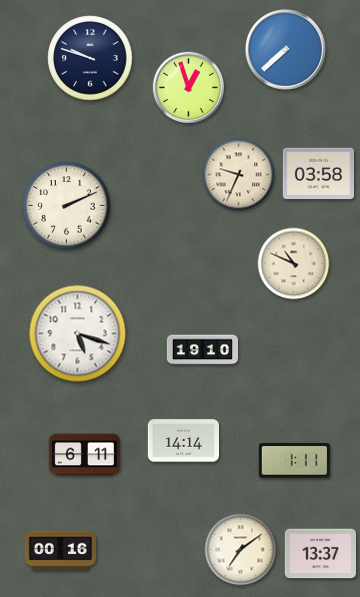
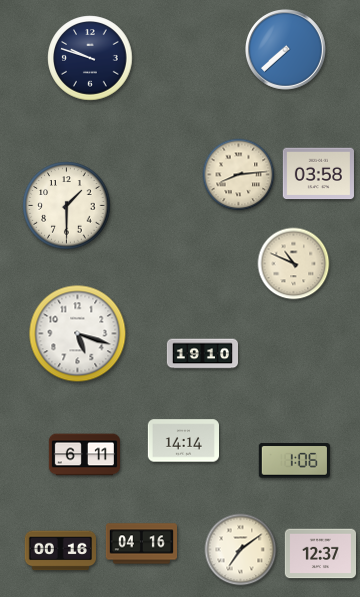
clock at (188, 87): 12:57 -> none
clock at (239, 175): 9:34 -> 8:14
clock at (67, 206): 2:11 -> 1:30
clock at (202, 350) position: (202, 350) -> (202, 354)
clock at (294, 461): 1:11 -> 1:06
clock at (141, 544): none -> 04:16
clock at (320, 554): 13:37 -> 12:37
